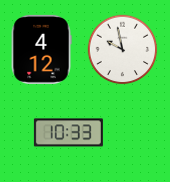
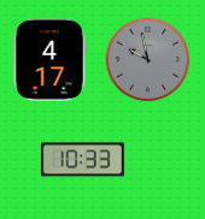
clock at (41, 49): 4:12 -> 4:17
clock at (123, 50) dial: white -> grey
